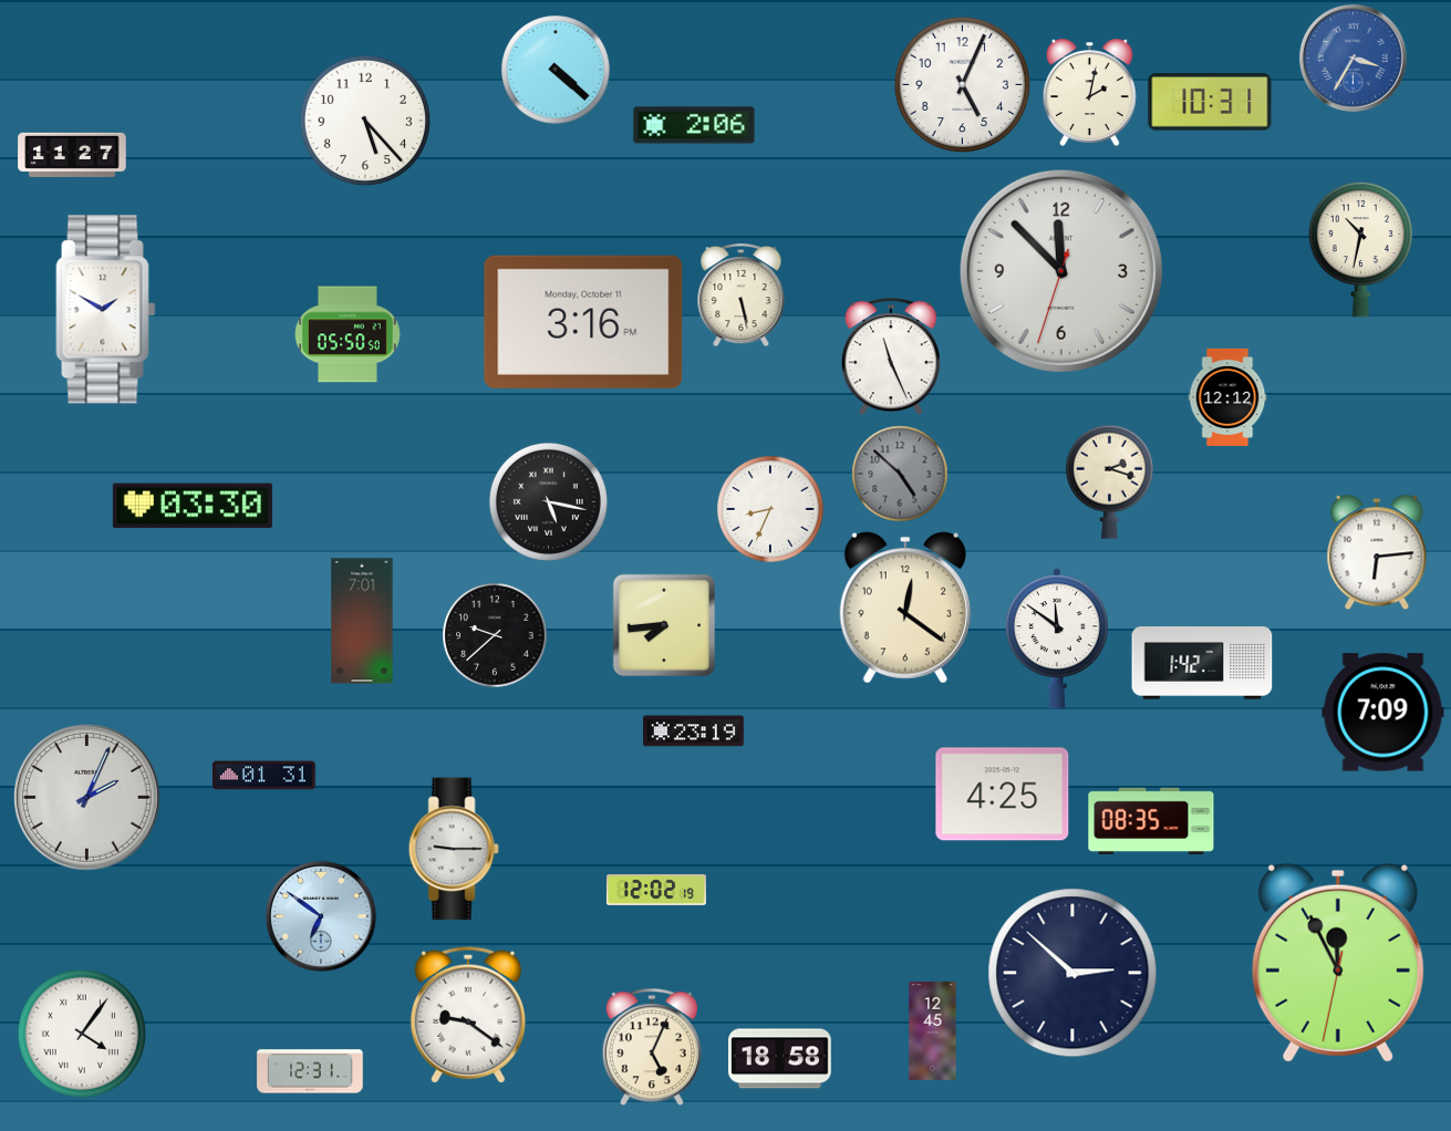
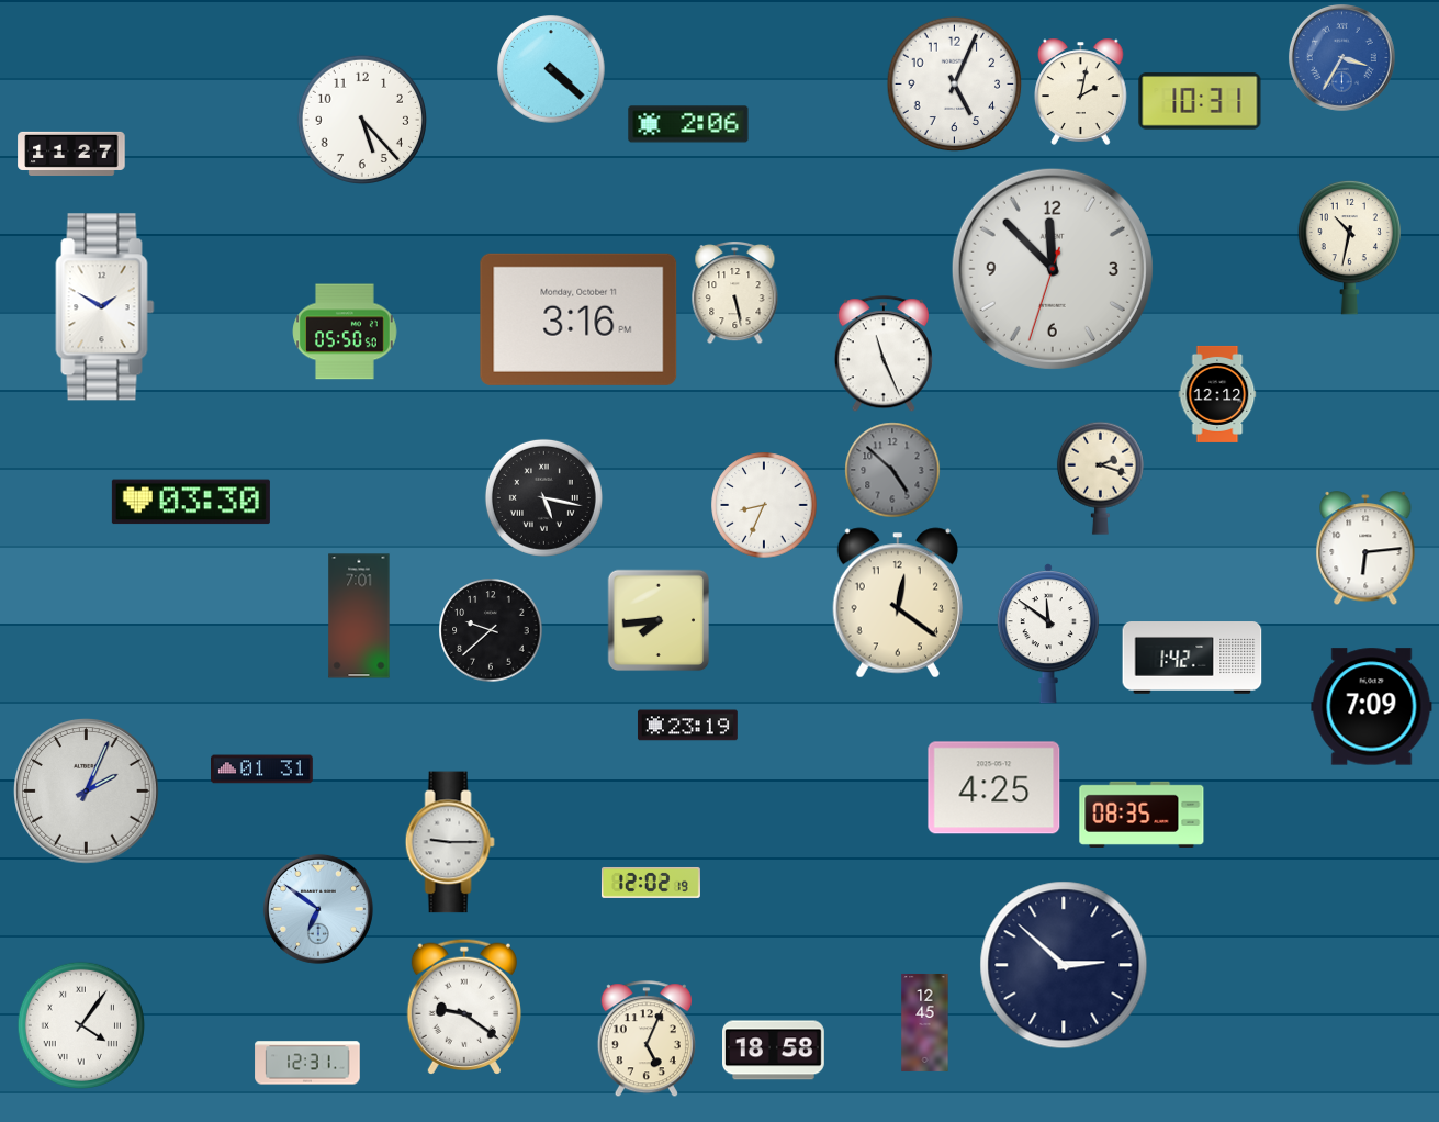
clock at (1338, 963): 11:55 -> none
